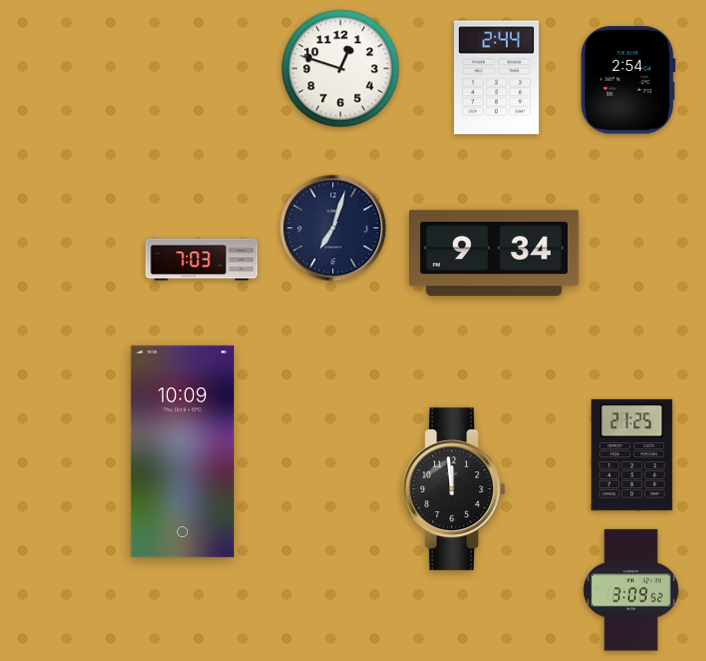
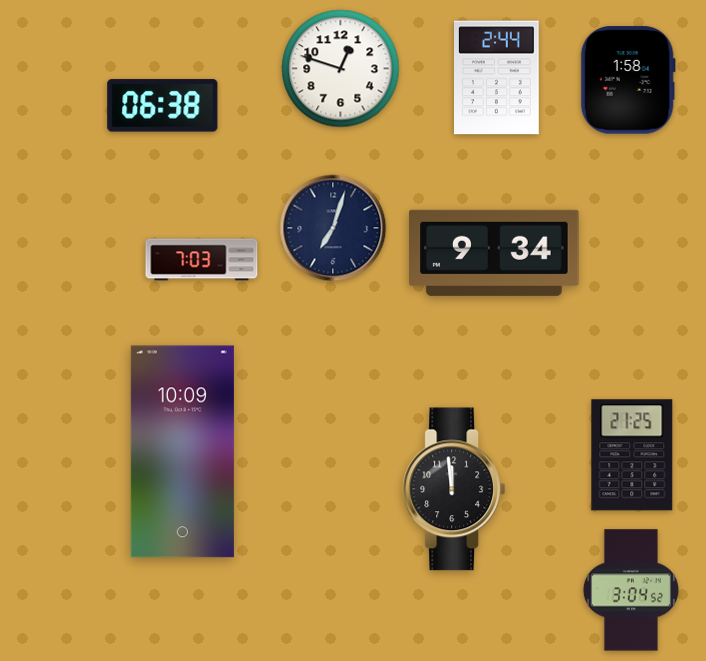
clock at (628, 80): 2:54 -> 1:58
clock at (163, 106): none -> 06:38
clock at (631, 590): 3:09 -> 3:04
